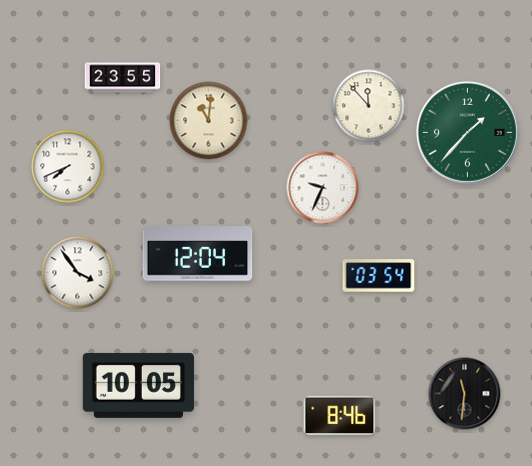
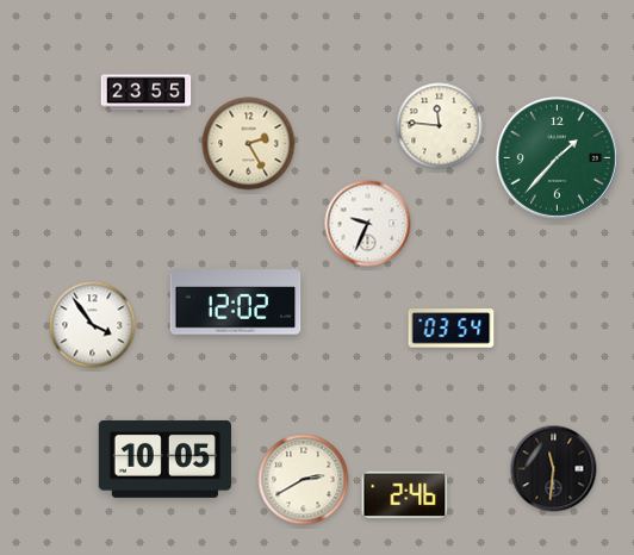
clock at (369, 106): 11:53 -> 11:46
clock at (209, 121): 11:01 -> 2:25
clock at (68, 167): 7:41 -> none
clock at (323, 188) position: (323, 188) -> (368, 224)
clock at (198, 254): 12:04 -> 12:02
clock at (304, 480): none -> 2:40
clock at (340, 416): 8:46 -> 2:46
